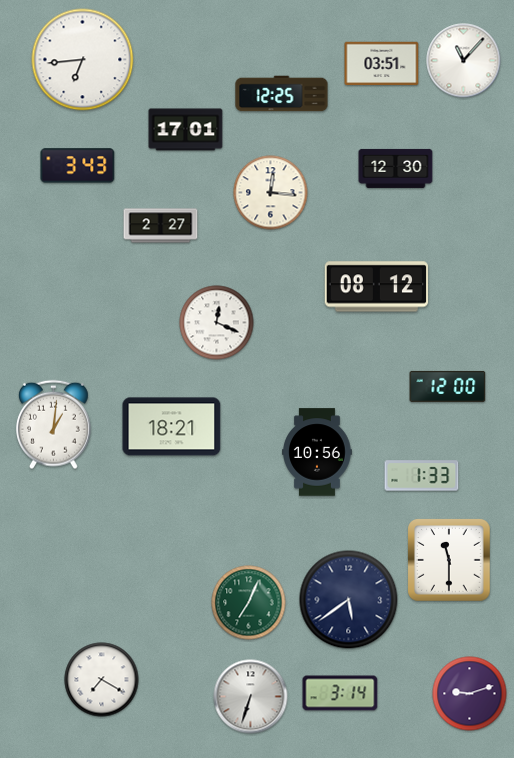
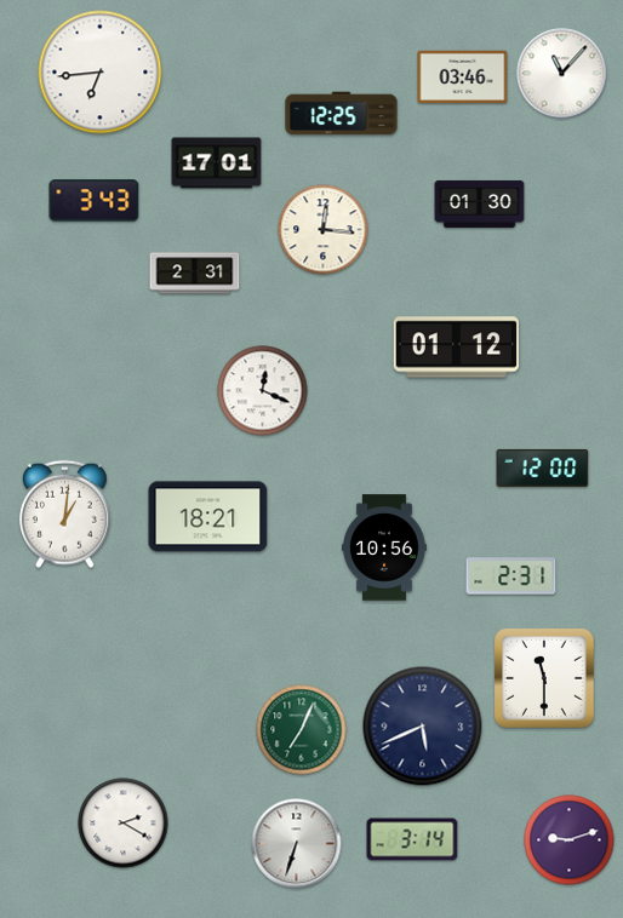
clock at (382, 64): 03:51 -> 03:46
clock at (186, 130) position: (186, 130) -> (217, 163)
clock at (396, 168): 12:30 -> 01:30
clock at (271, 193) position: (271, 193) -> (324, 230)
clock at (161, 226): 2:27 -> 2:31
clock at (377, 287): 08:12 -> 01:12
clock at (422, 476): 1:33 -> 2:31
clock at (349, 600): 5:39 -> 5:41
clock at (102, 680): 7:20 -> 2:20
clock at (251, 697) position: (251, 697) -> (297, 844)
